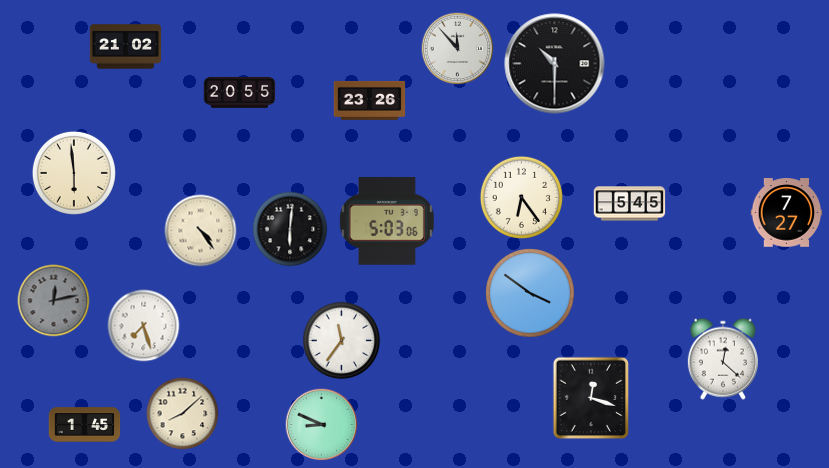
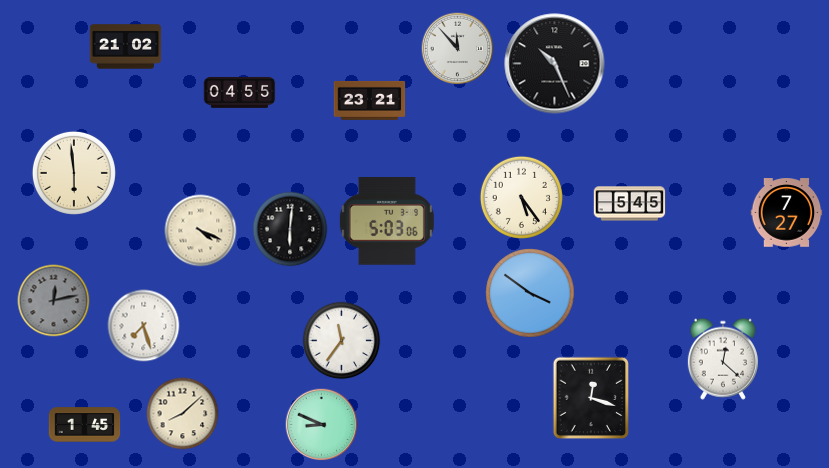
clock at (555, 64): 10:30 -> 10:26
clock at (240, 92): 20:55 -> 04:55
clock at (370, 100): 23:26 -> 23:21
clock at (521, 197): 6:24 -> 5:24
clock at (201, 231): 4:24 -> 4:19
